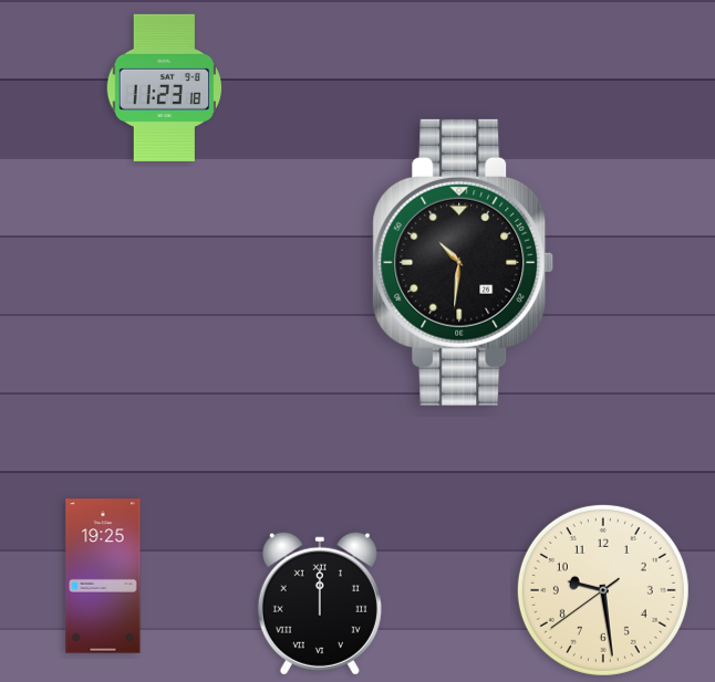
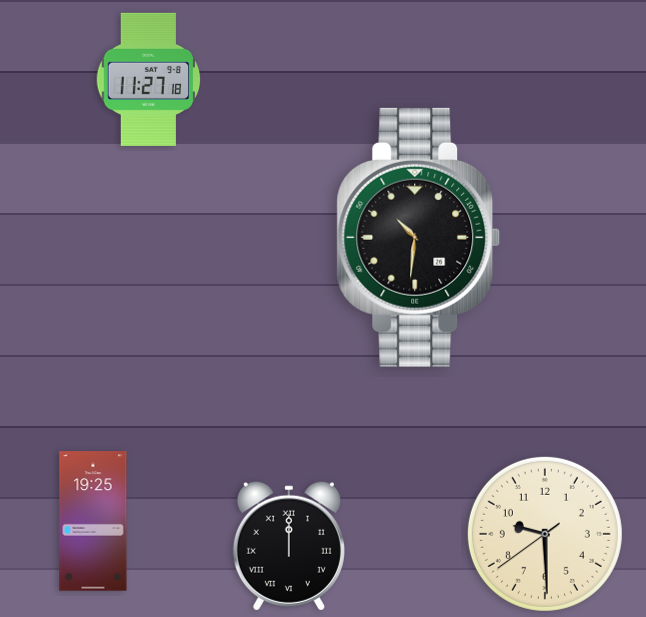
clock at (165, 87): 11:23 -> 11:27
clock at (603, 590): 9:28 -> 9:29
